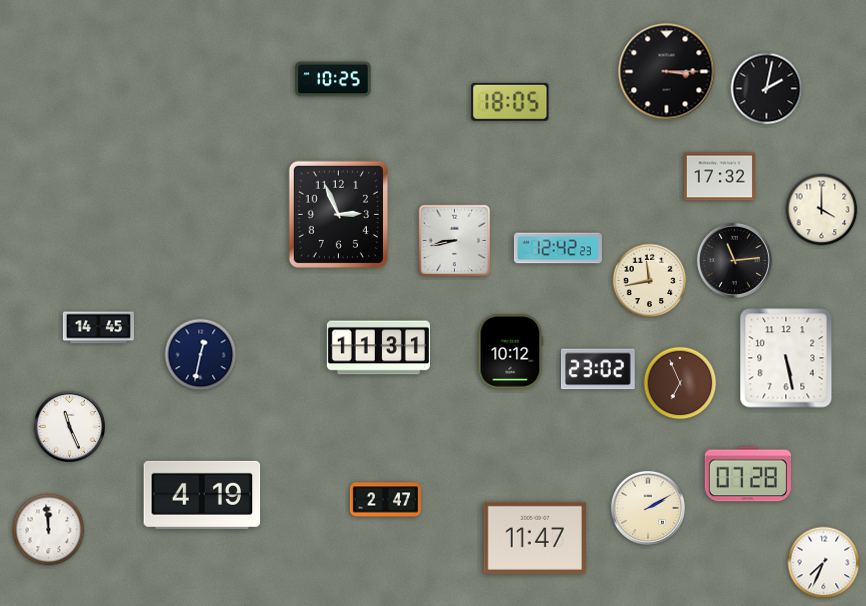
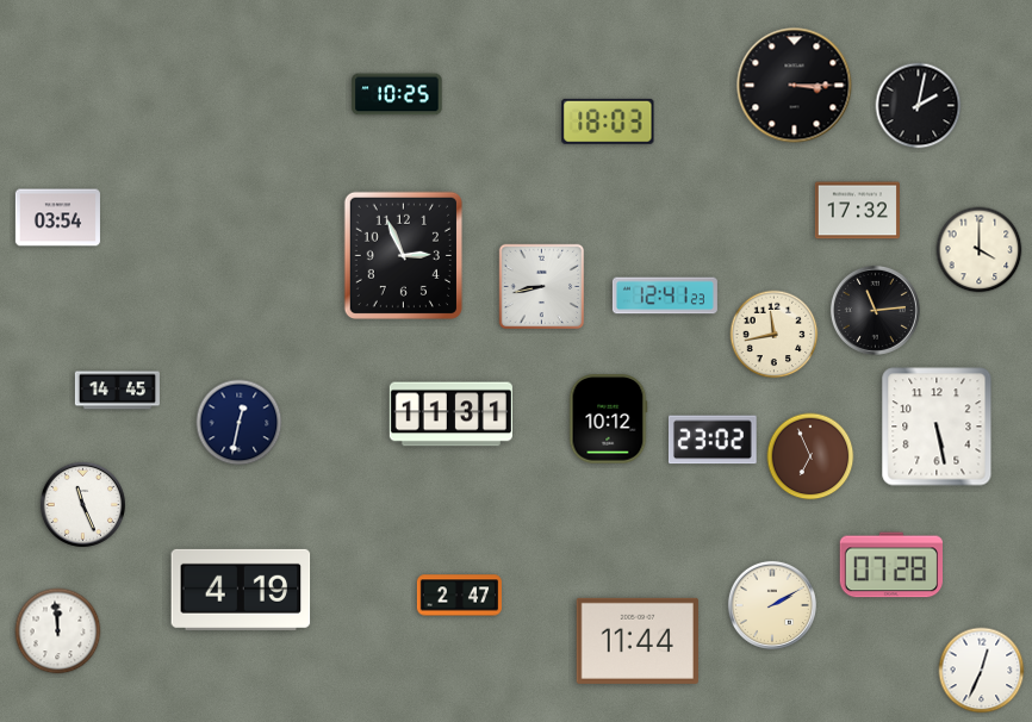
clock at (767, 89) position: (767, 89) -> (919, 106)
clock at (510, 102): 18:05 -> 18:03
clock at (57, 218): none -> 03:54
clock at (558, 248): 12:42 -> 12:41
clock at (69, 426) position: (69, 426) -> (82, 504)
clock at (535, 538): 11:47 -> 11:44
clock at (824, 563): 7:34 -> 12:34
